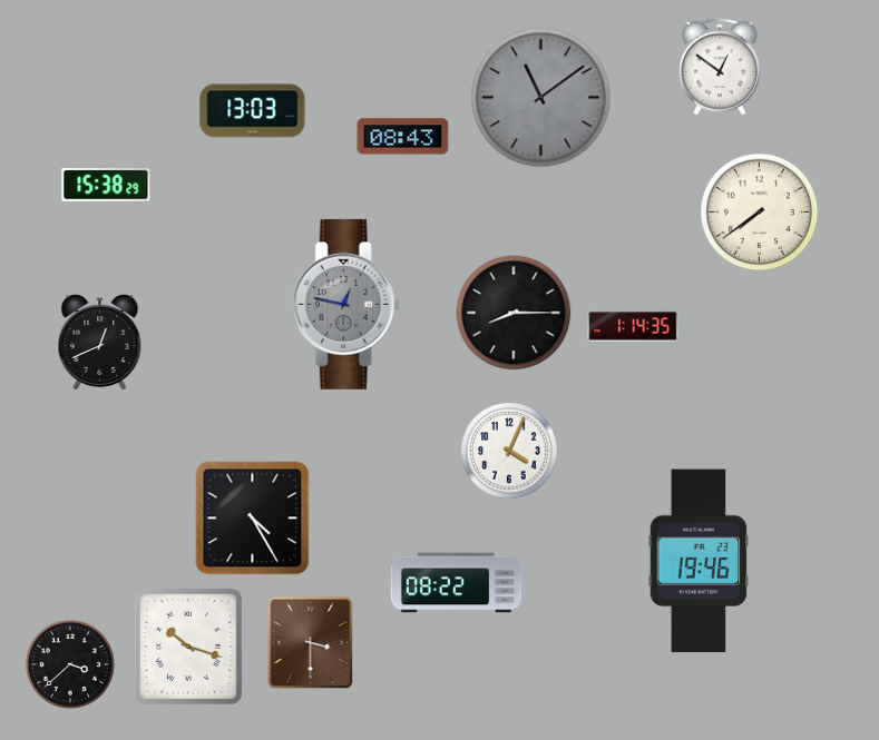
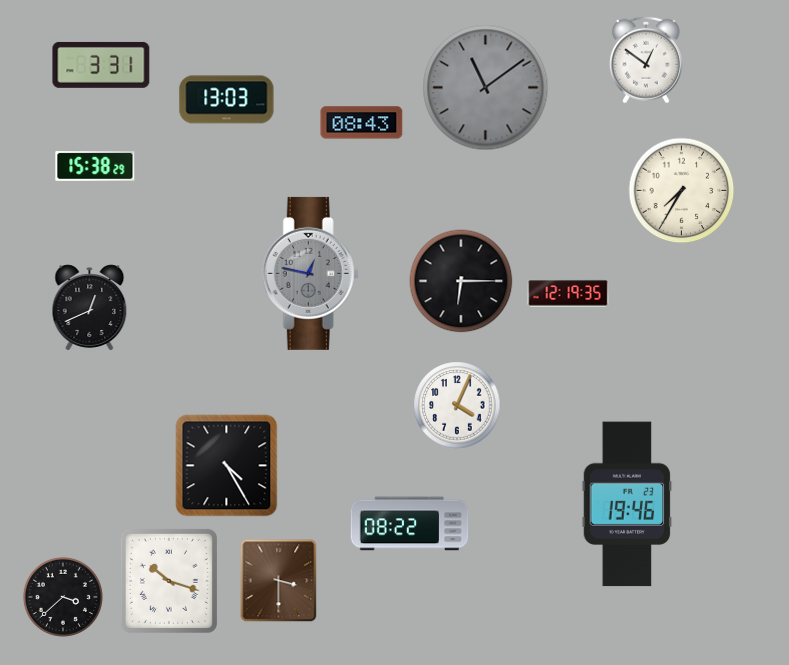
clock at (101, 65): none -> 3:31
clock at (760, 213): 7:39 -> 7:35
clock at (514, 313): 8:15 -> 6:15
clock at (633, 326): 1:14 -> 12:19
clock at (311, 643) position: (311, 643) -> (279, 581)
